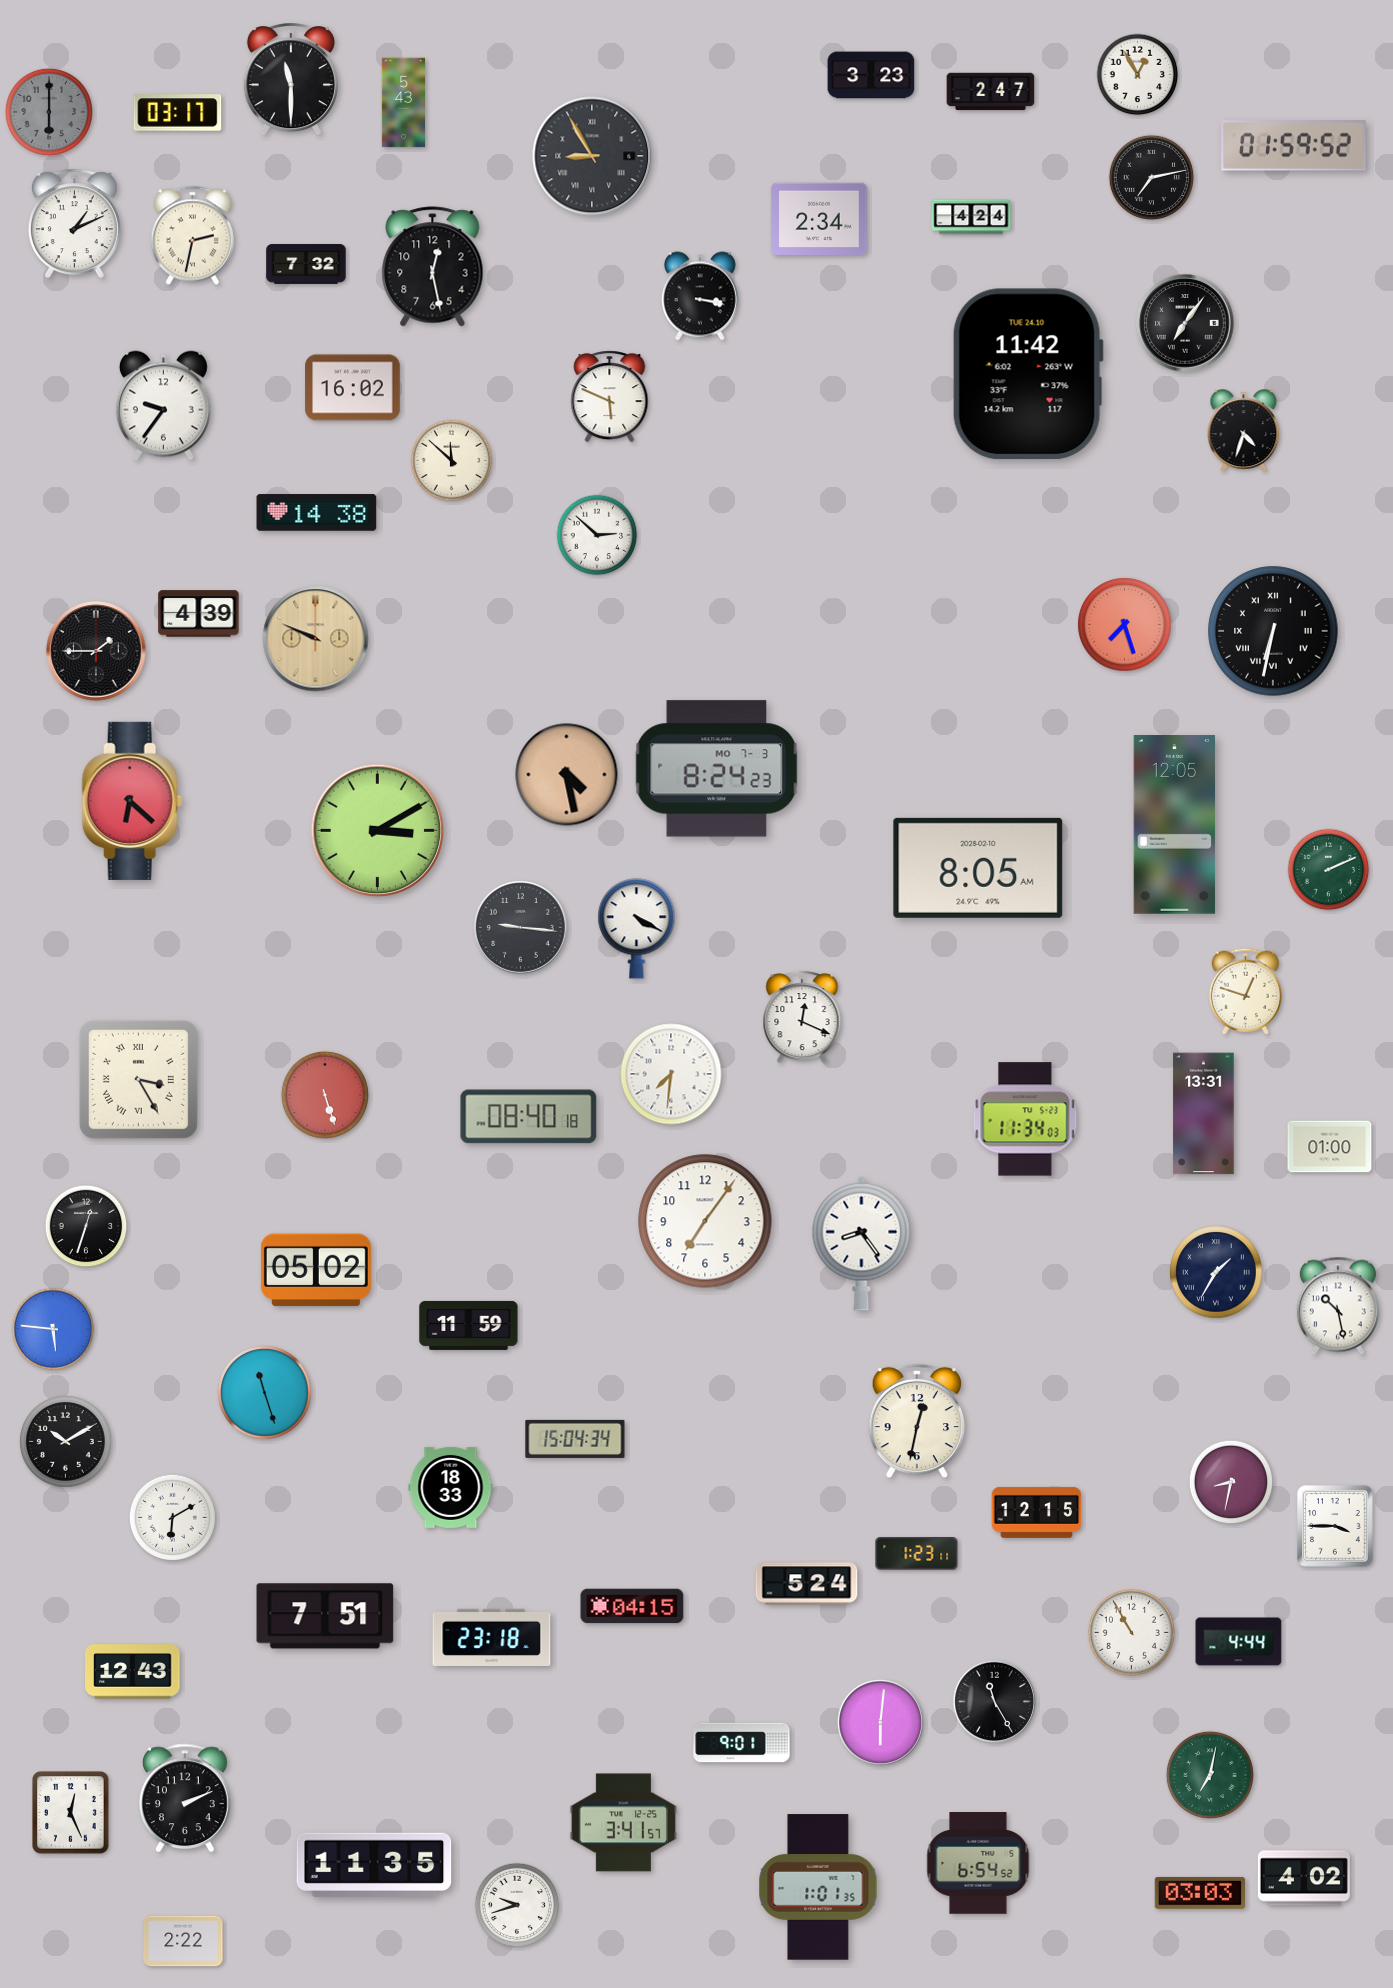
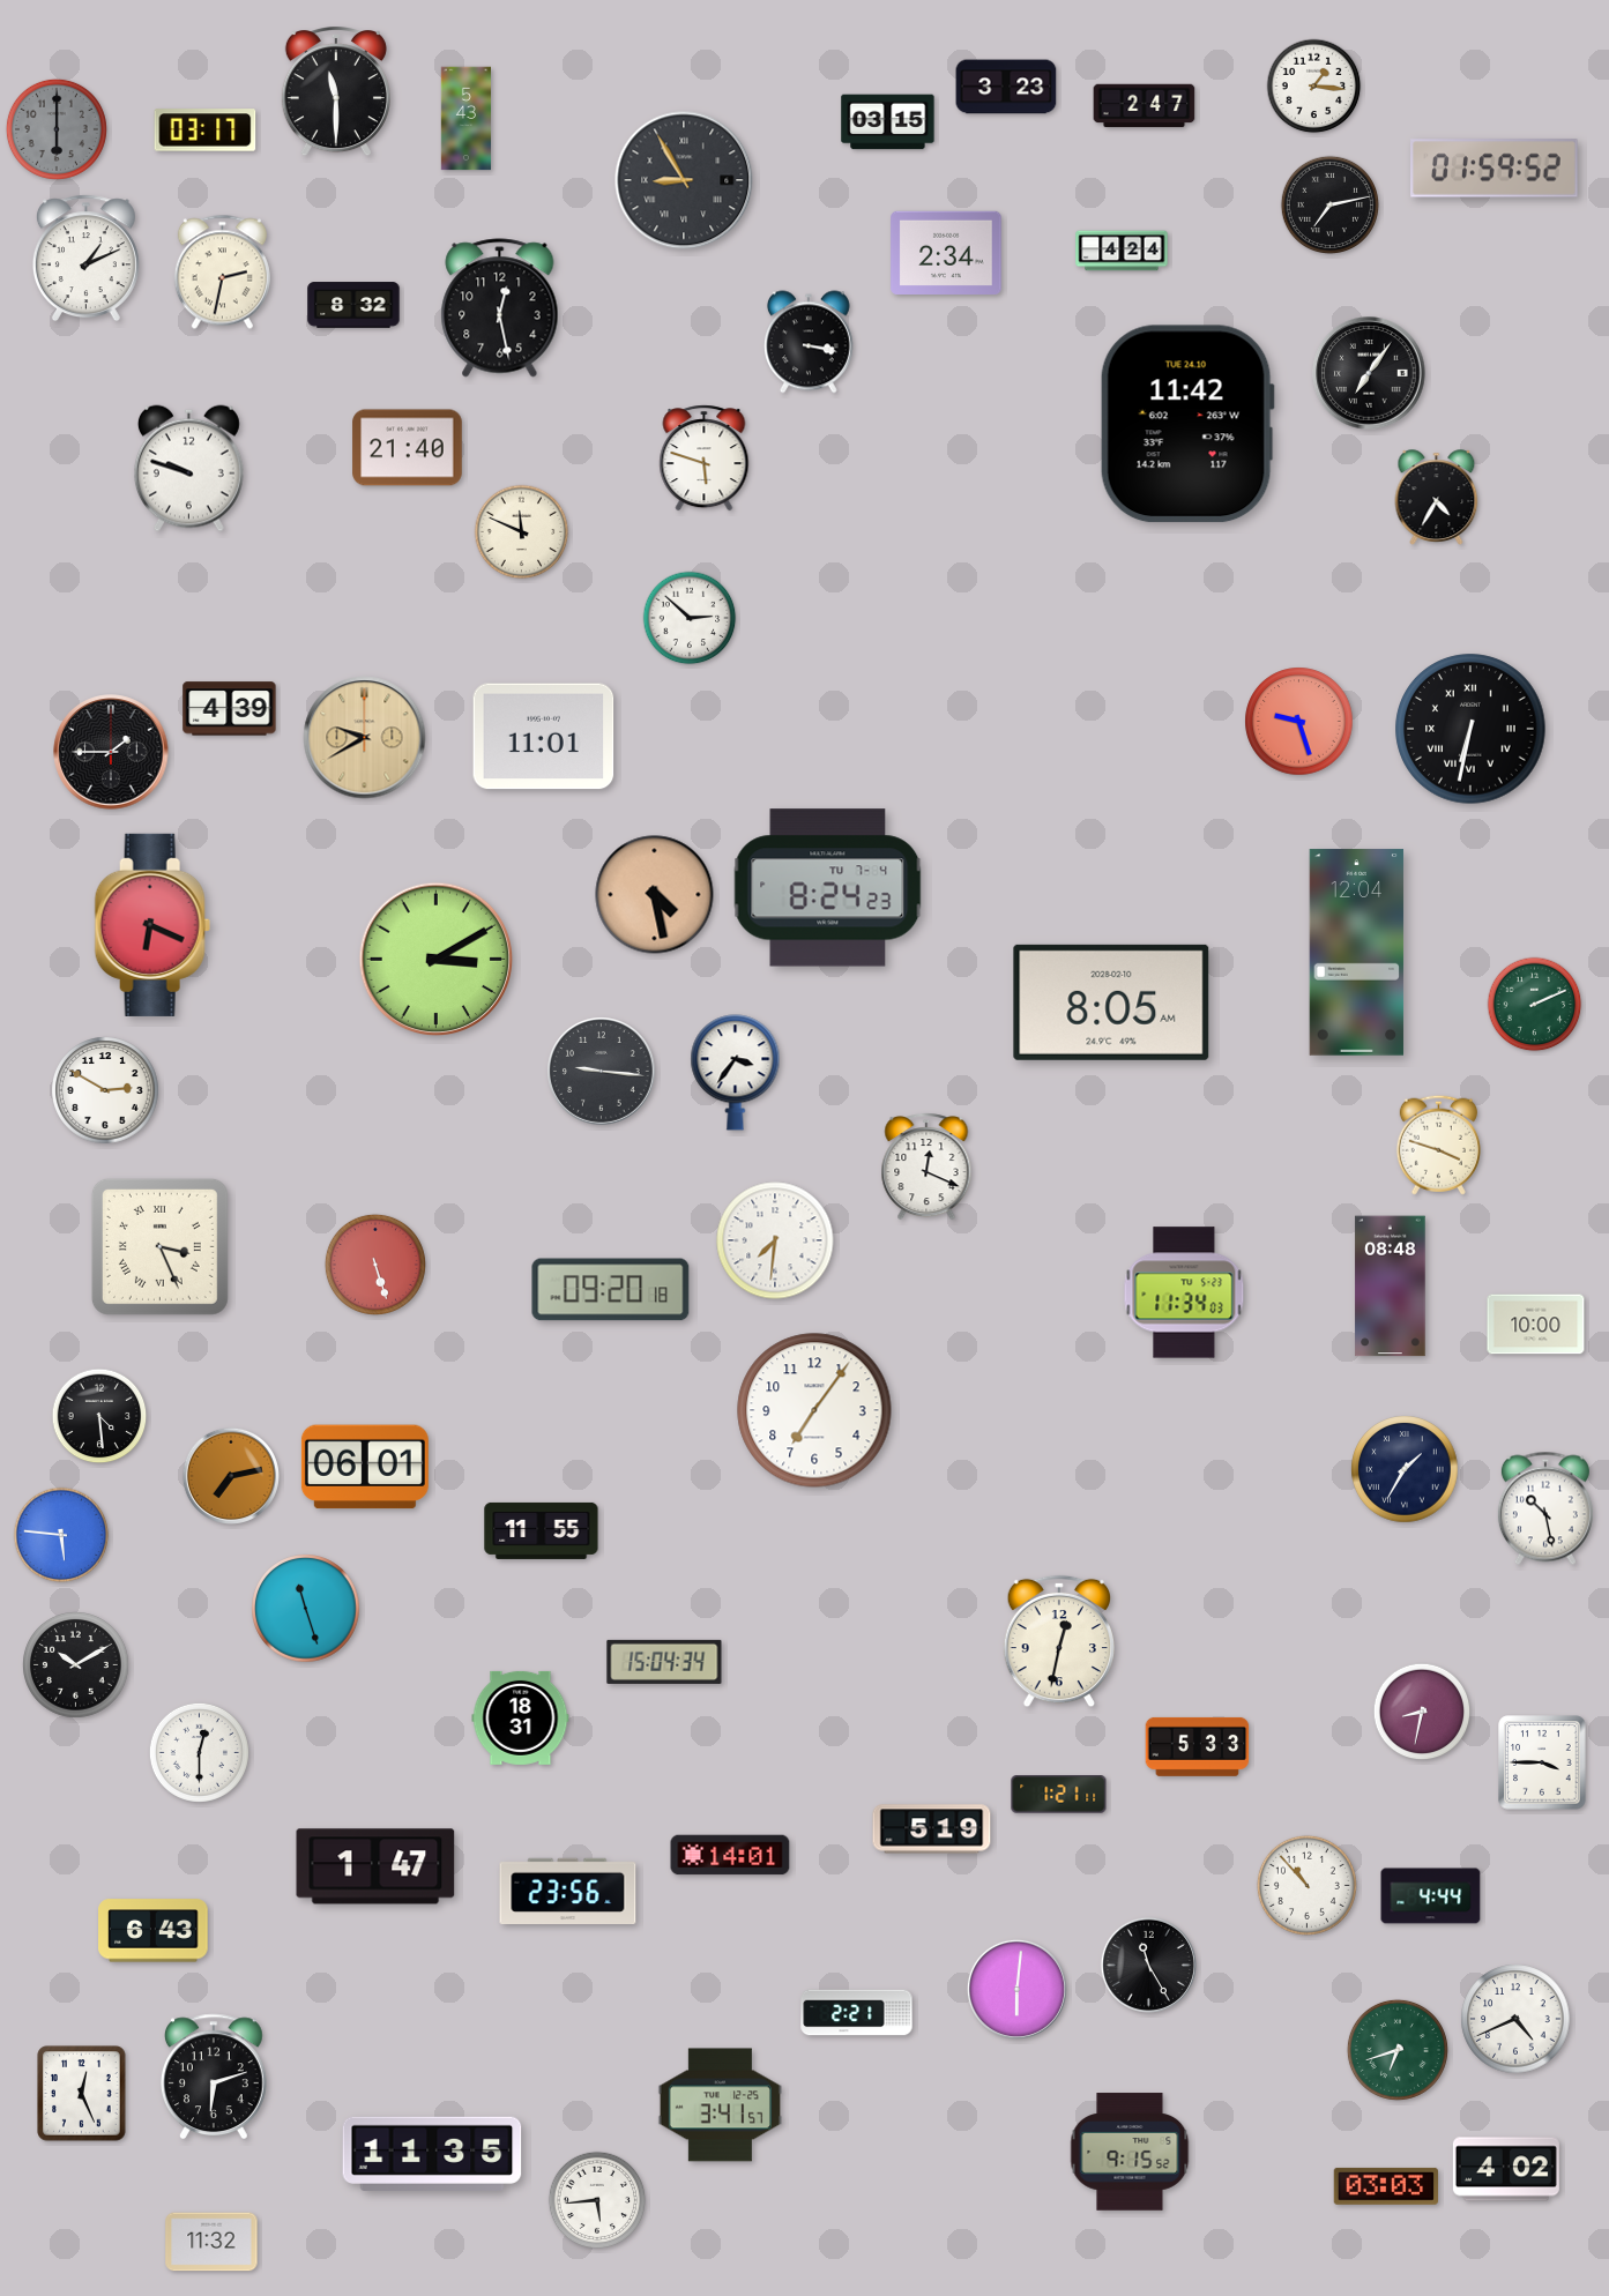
clock at (1138, 75): 12:55 -> 1:16
clock at (888, 122): none -> 03:15
clock at (306, 264): 7:32 -> 8:32
clock at (1028, 374) position: (1028, 374) -> (1187, 424)
clock at (353, 388): 16:02 -> 21:40
clock at (610, 397): 5:49 -> 5:48
clock at (163, 406): 9:36 -> 9:48
clock at (1244, 431): 4:33 -> 4:35
clock at (452, 461): 11:52 -> 11:49
clock at (317, 513): 14:38 -> none
clock at (1125, 625): 7:27 -> 9:27
clock at (544, 737): none -> 11:01
clock at (316, 639): 9:49 -> 9:40
clock at (717, 769) date: MO 7-3 -> TU 7-4
clock at (132, 801): 6:22 -> 6:19
clock at (1175, 825): 12:05 -> 12:04
clock at (978, 868) position: (978, 868) -> (1111, 1002)
clock at (637, 929): 4:20 -> 3:36
clock at (105, 1090): none -> 2:50
clock at (1245, 991): 12:48 -> 3:48
clock at (802, 1017) position: (802, 1017) -> (926, 1166)
clock at (138, 1079): 3:25 -> 3:26
clock at (1204, 1114): 13:31 -> 08:48
clock at (529, 1117): 08:40 -> 09:20
clock at (1330, 1147): 01:00 -> 10:00
clock at (86, 1226): 12:33 -> 4:29
clock at (862, 1243): 8:24 -> none
clock at (316, 1270): 05:02 -> 06:01
clock at (231, 1476): none -> 7:13
clock at (469, 1325): 11:59 -> 11:55
clock at (451, 1487): 18:33 -> 18:31
clock at (1037, 1512): 12:15 -> 5:33
clock at (172, 1517): 6:10 -> 12:30
clock at (917, 1554): 1:23 -> 1:21
clock at (807, 1584): 5:24 -> 5:19
clock at (632, 1606): 04:15 -> 14:01
clock at (325, 1616): 7:51 -> 1:47
clock at (1131, 1632): 10:55 -> 10:53
clock at (492, 1637): 23:18 -> 23:56
clock at (133, 1672): 12:43 -> 6:43
clock at (742, 1743): 9:01 -> 2:21
clock at (1515, 2019): none -> 4:41
clock at (1210, 1775): 7:02 -> 6:42
clock at (185, 1798): 2:11 -> 6:12
clock at (978, 1863): 6:54 -> 9:15
clock at (818, 1887): 1:01 -> none
clock at (517, 1905): 9:42 -> 5:44
clock at (183, 1941): 2:22 -> 11:32
